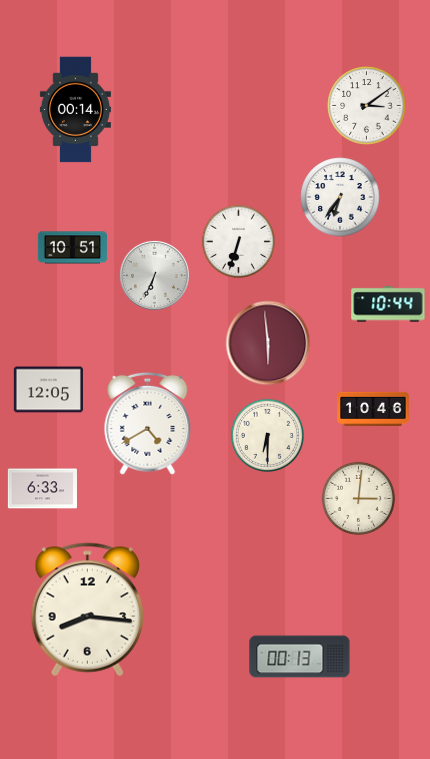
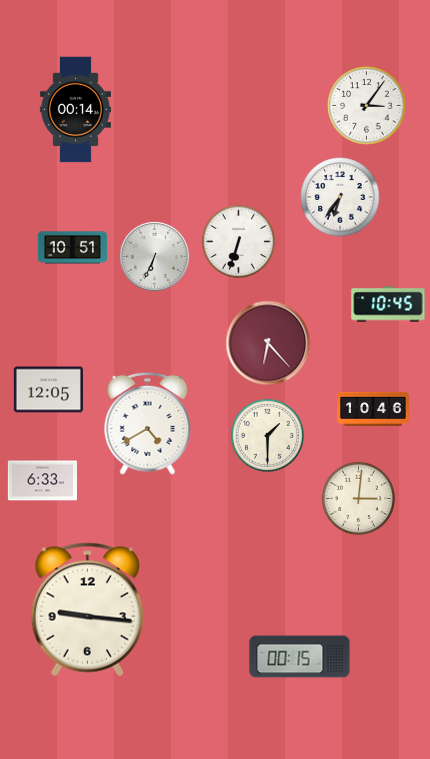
clock at (367, 106): 3:09 -> 3:06
clock at (154, 275) position: (154, 275) -> (154, 256)
clock at (388, 304): 10:44 -> 10:45
clock at (268, 343): 5:59 -> 6:23
clock at (267, 435): 6:30 -> 1:30
clock at (42, 489) position: (42, 489) -> (42, 481)
clock at (87, 610): 8:16 -> 9:16
clock at (300, 657): 00:13 -> 00:15
